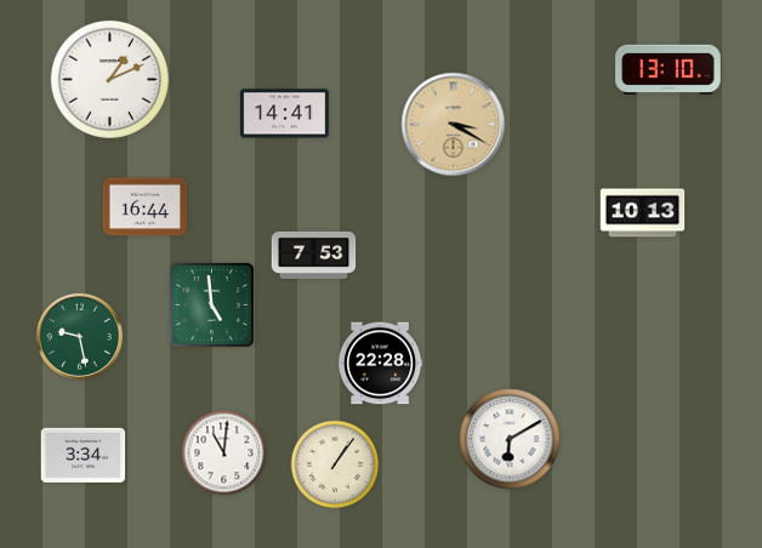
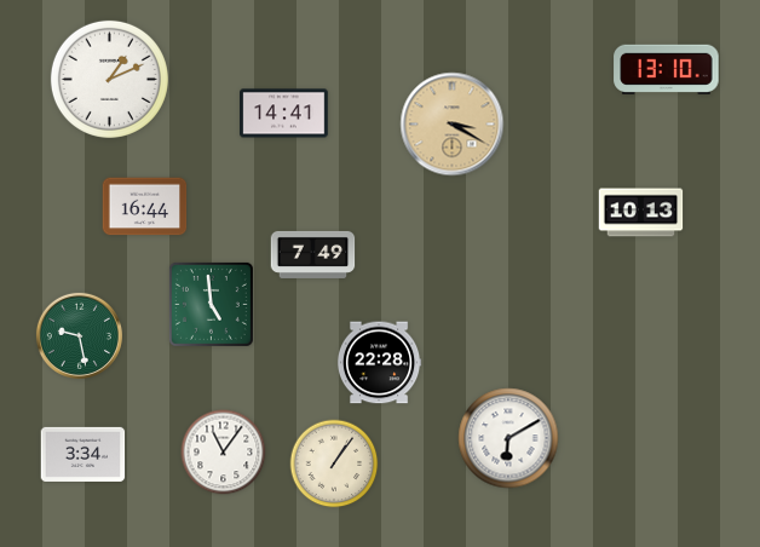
clock at (314, 255): 7:53 -> 7:49
clock at (224, 453): 11:01 -> 11:06
